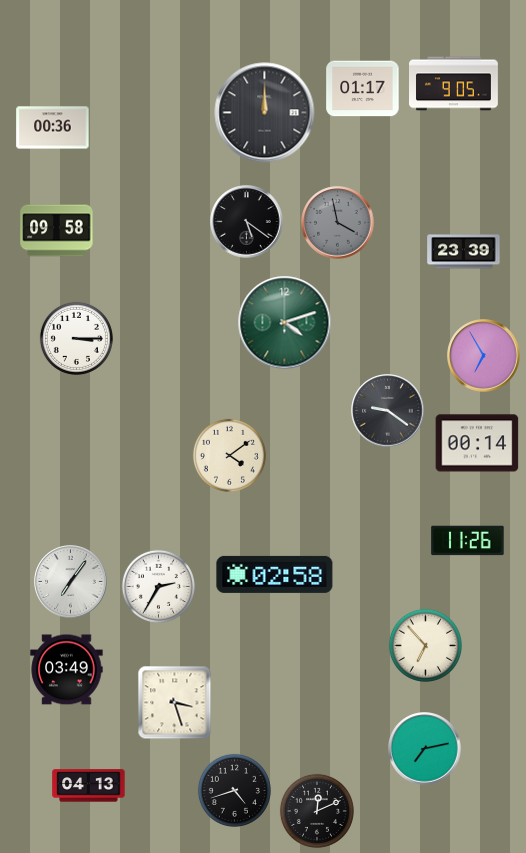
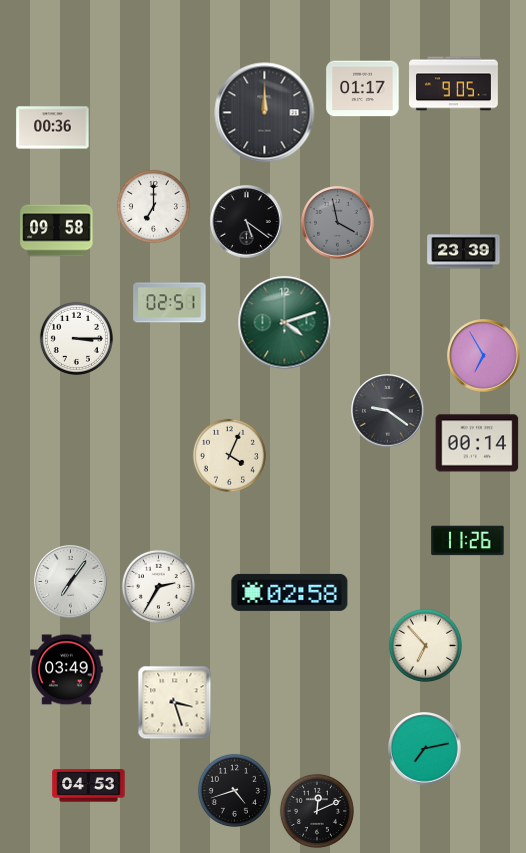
clock at (153, 206): none -> 7:00
clock at (170, 303): none -> 02:51
clock at (229, 455): 4:09 -> 4:04
clock at (275, 574) position: (275, 574) -> (290, 592)
clock at (89, 786): 04:13 -> 04:53
